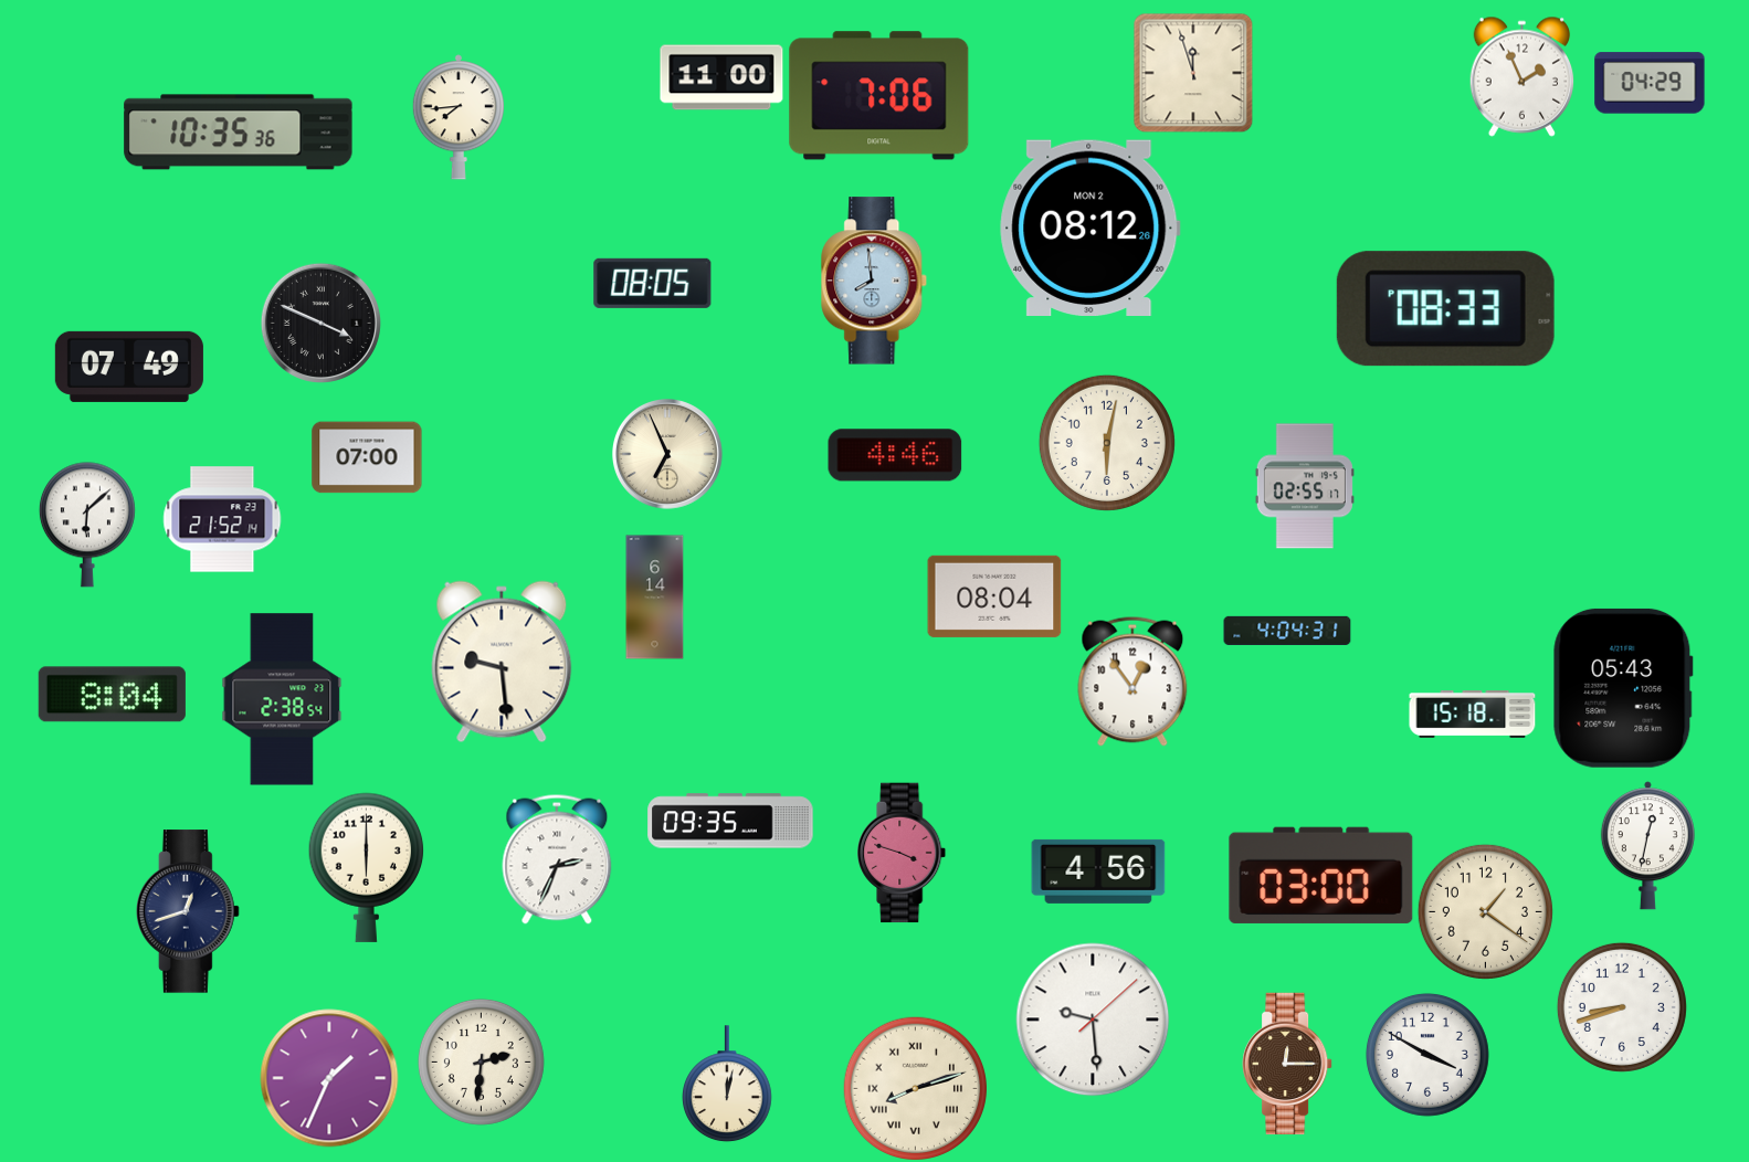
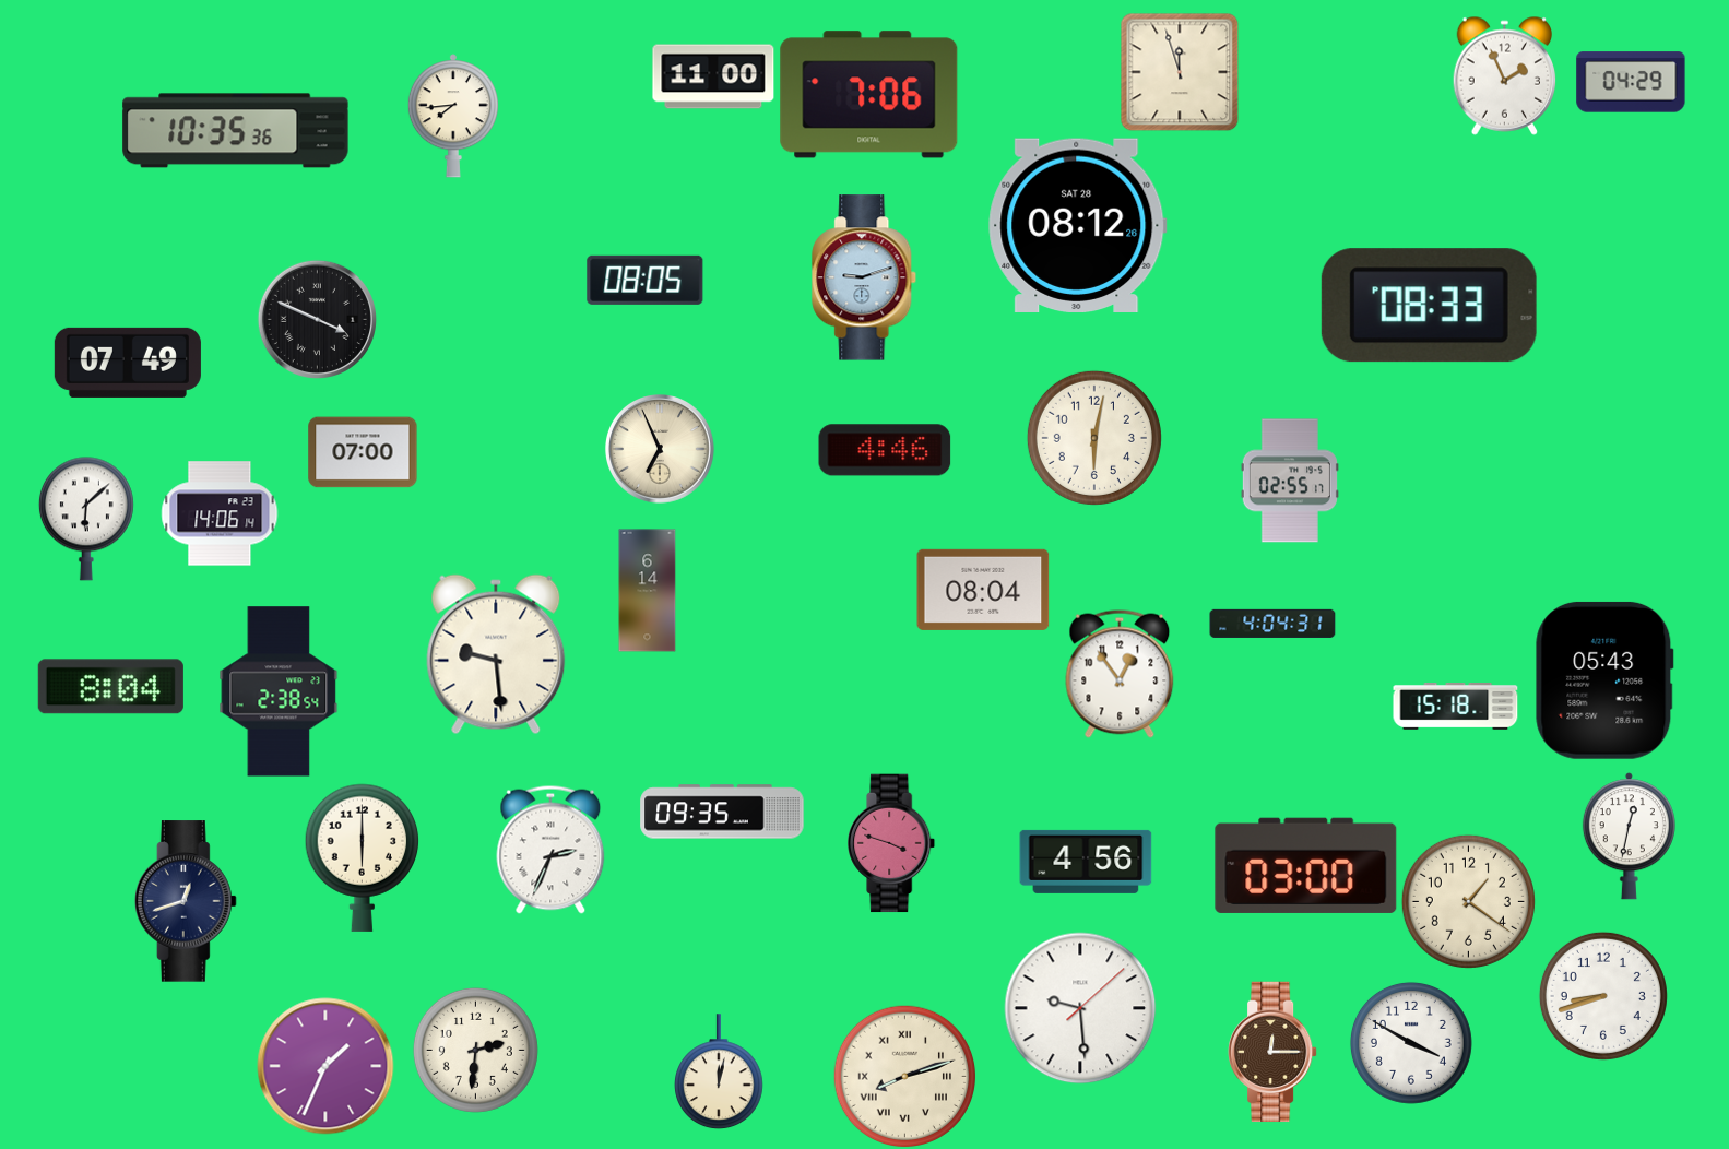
clock at (1091, 228) date: MON 2 -> SAT 28
clock at (875, 281): 7:59 -> 9:12
clock at (222, 519): 21:52 -> 14:06
